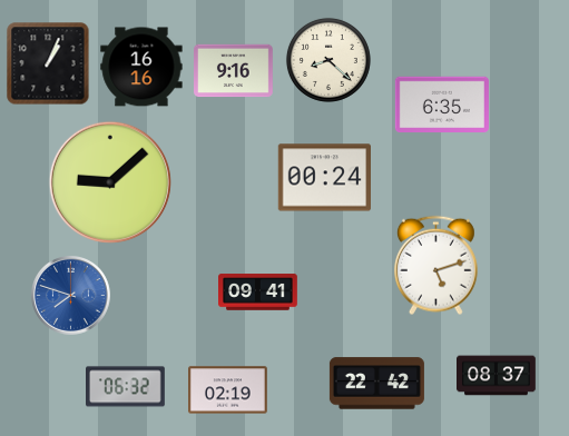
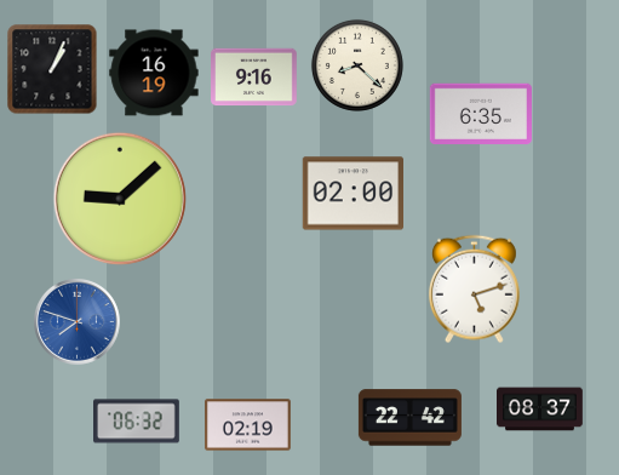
clock at (141, 67): 16:16 -> 16:19
clock at (324, 178): 00:24 -> 02:00
clock at (258, 293): 09:41 -> none
